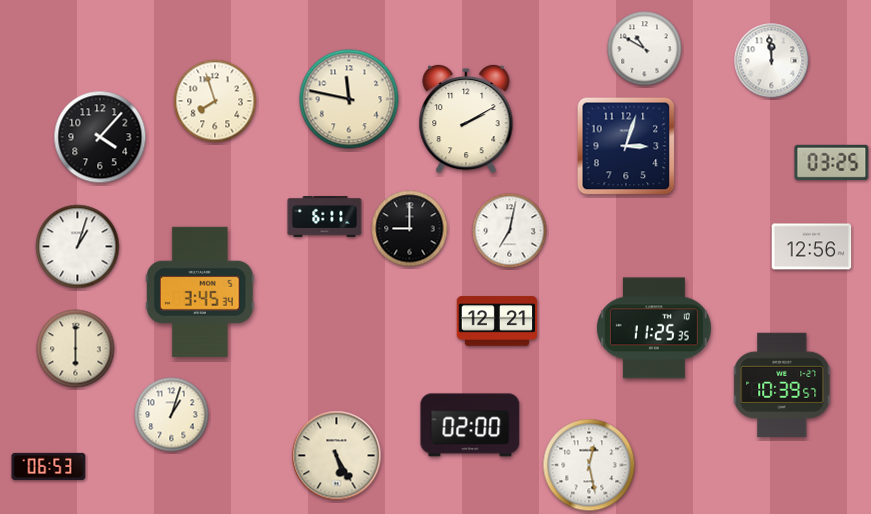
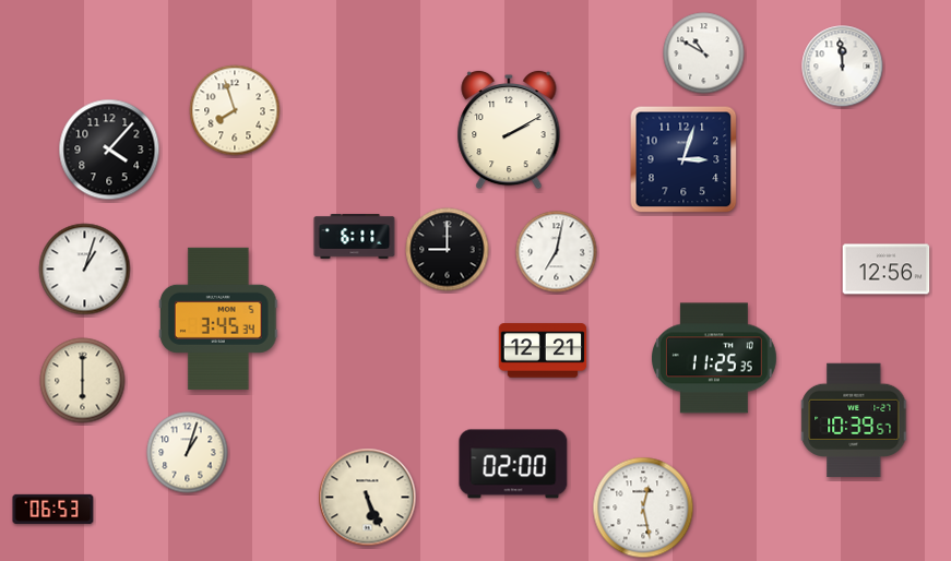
clock at (349, 99): 11:47 -> none
clock at (832, 162): 03:25 -> none
clock at (337, 456): 5:25 -> 5:26
